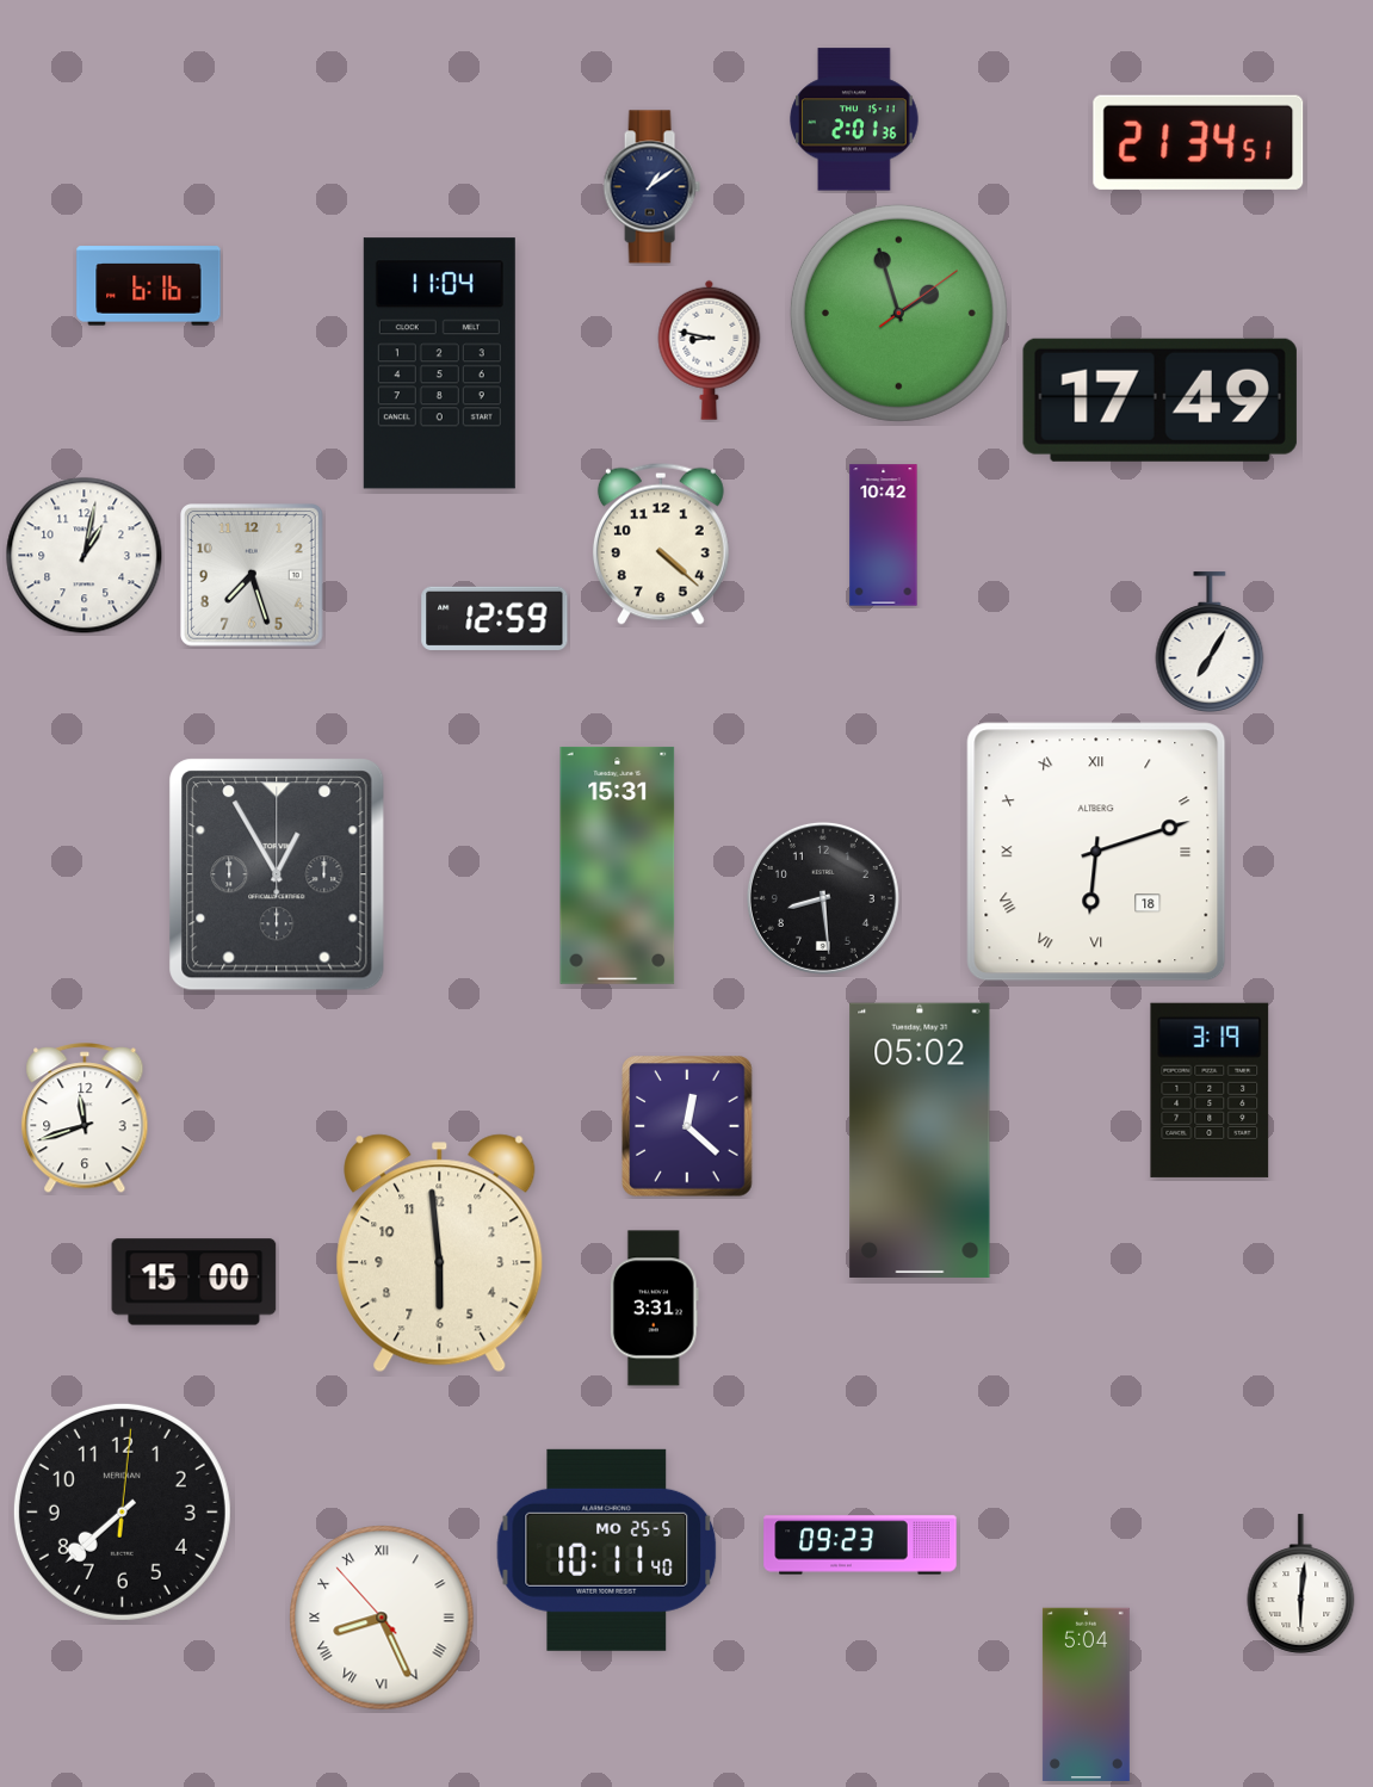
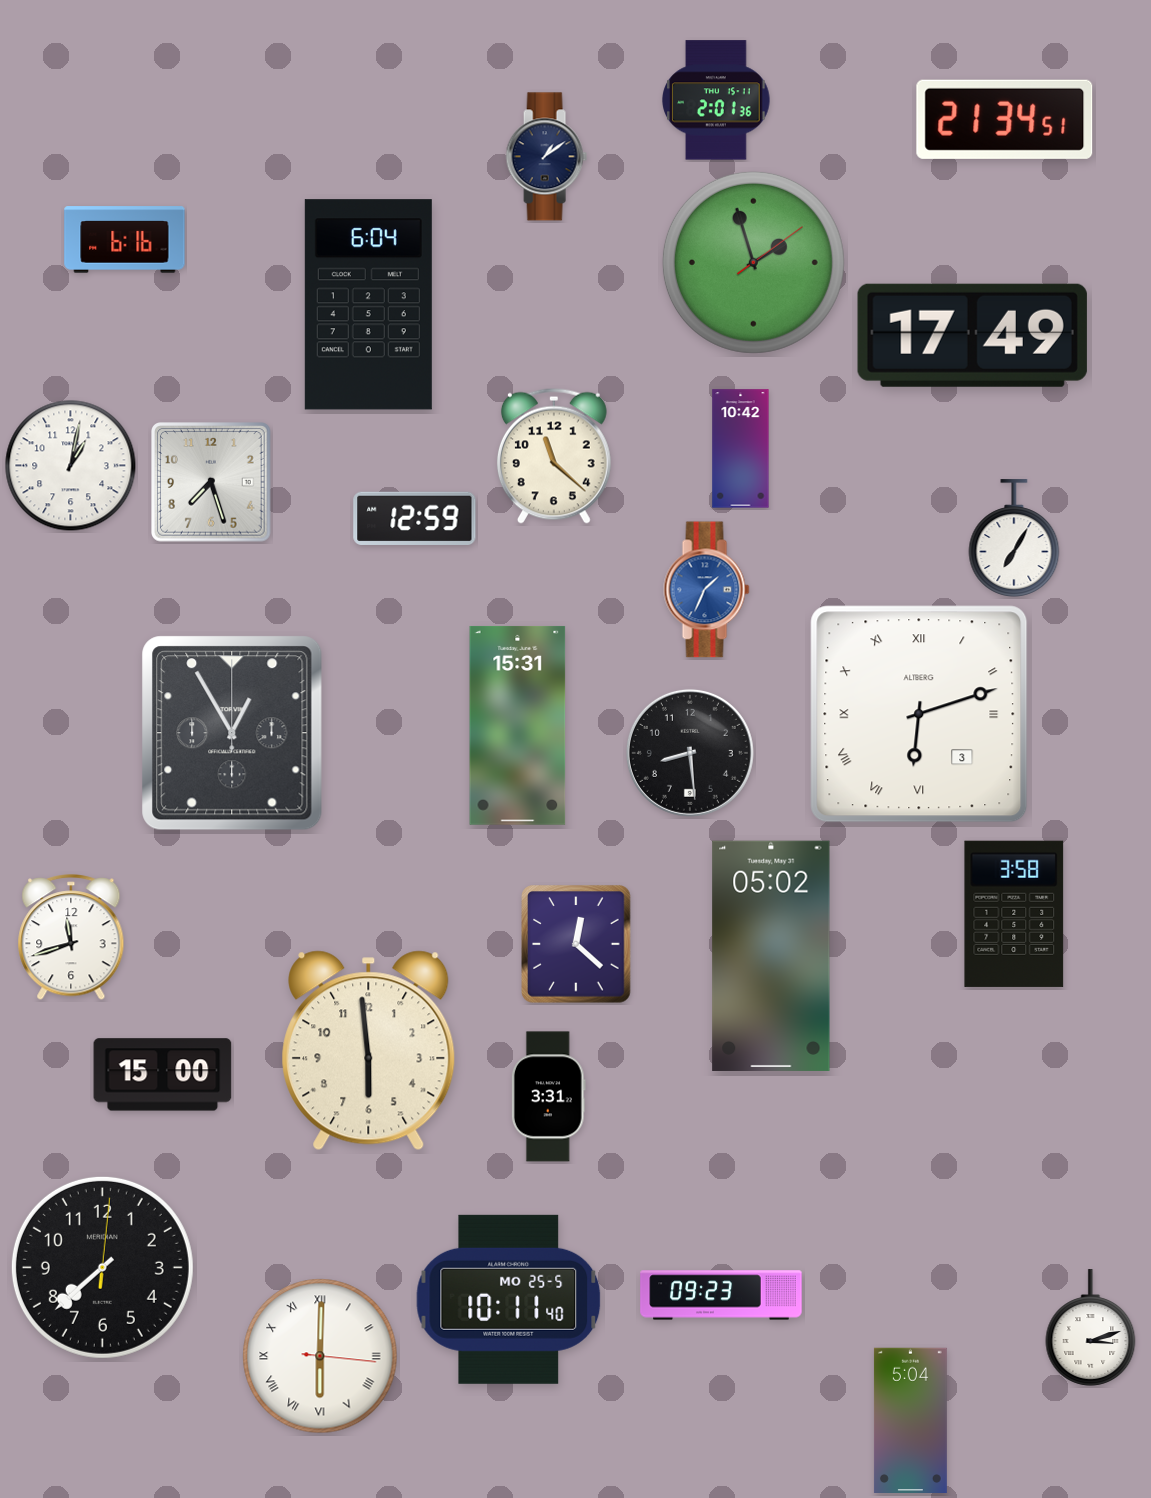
clock at (710, 350): 8:47 -> none
clock at (439, 364): 11:04 -> 6:04
clock at (661, 544): 4:22 -> 11:22
clock at (707, 590): none -> 1:34
clock at (1096, 852) date: 18 -> 3
clock at (1210, 1090): 3:19 -> 3:58
clock at (1301, 1584): 6:01 -> 3:12
clock at (382, 1618): 8:25 -> 6:00
